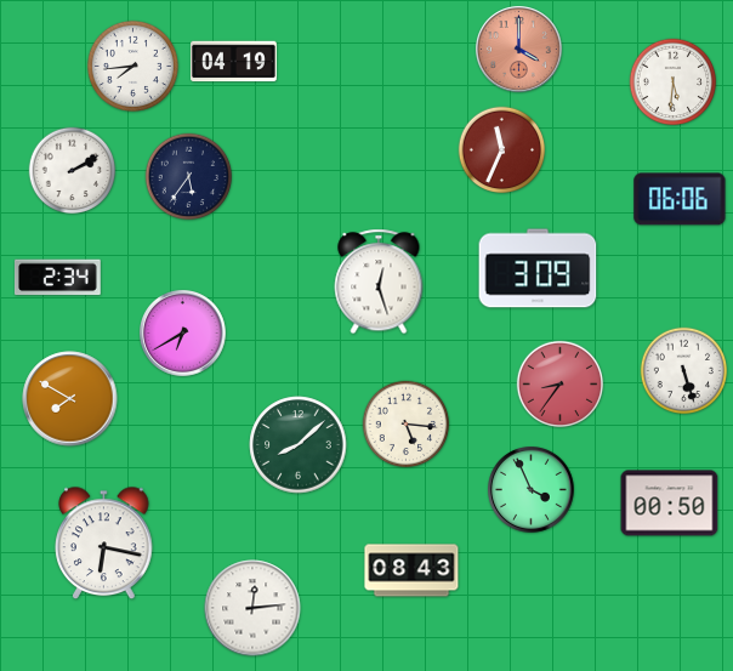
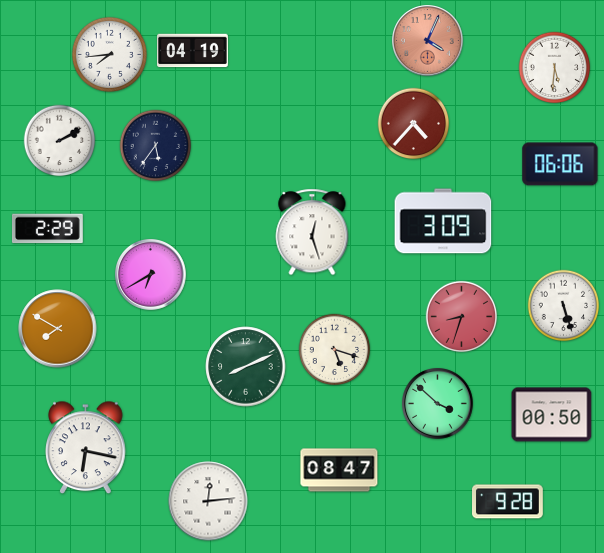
clock at (519, 50): 4:00 -> 4:04
clock at (502, 150): 11:34 -> 4:37
clock at (57, 278): 2:34 -> 2:29
clock at (561, 385): 8:36 -> 8:33
clock at (407, 425): 5:16 -> 5:18
clock at (299, 445): 8:08 -> 8:11
clock at (532, 490): 3:56 -> 3:52
clock at (411, 570): 08:43 -> 08:47
clock at (508, 502): none -> 9:28
